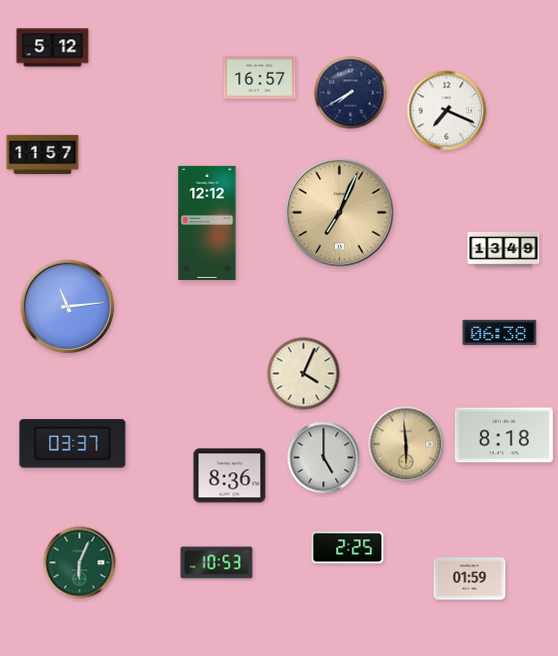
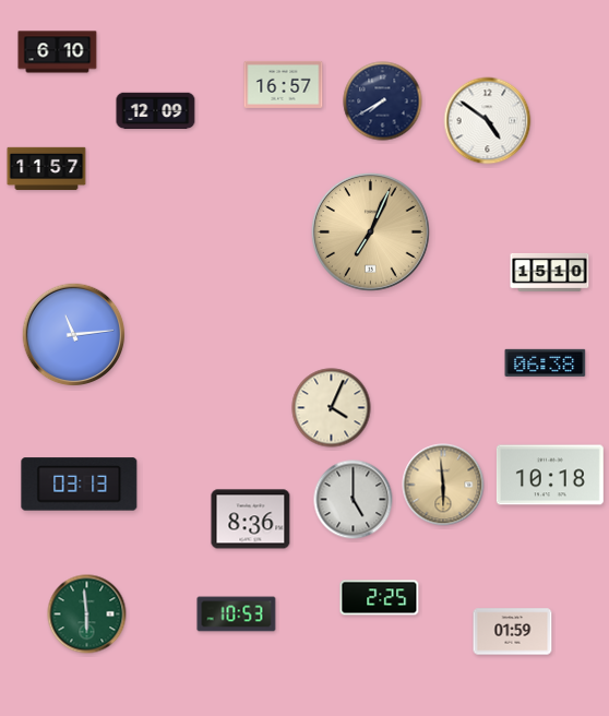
clock at (53, 48): 5:12 -> 6:10
clock at (156, 111): none -> 12:09
clock at (447, 111): 7:19 -> 4:51
clock at (207, 223): 12:12 -> none
clock at (504, 250): 13:49 -> 15:10
clock at (504, 435): 8:18 -> 10:18
clock at (73, 444): 03:37 -> 03:13
clock at (80, 563): 6:04 -> 5:59
